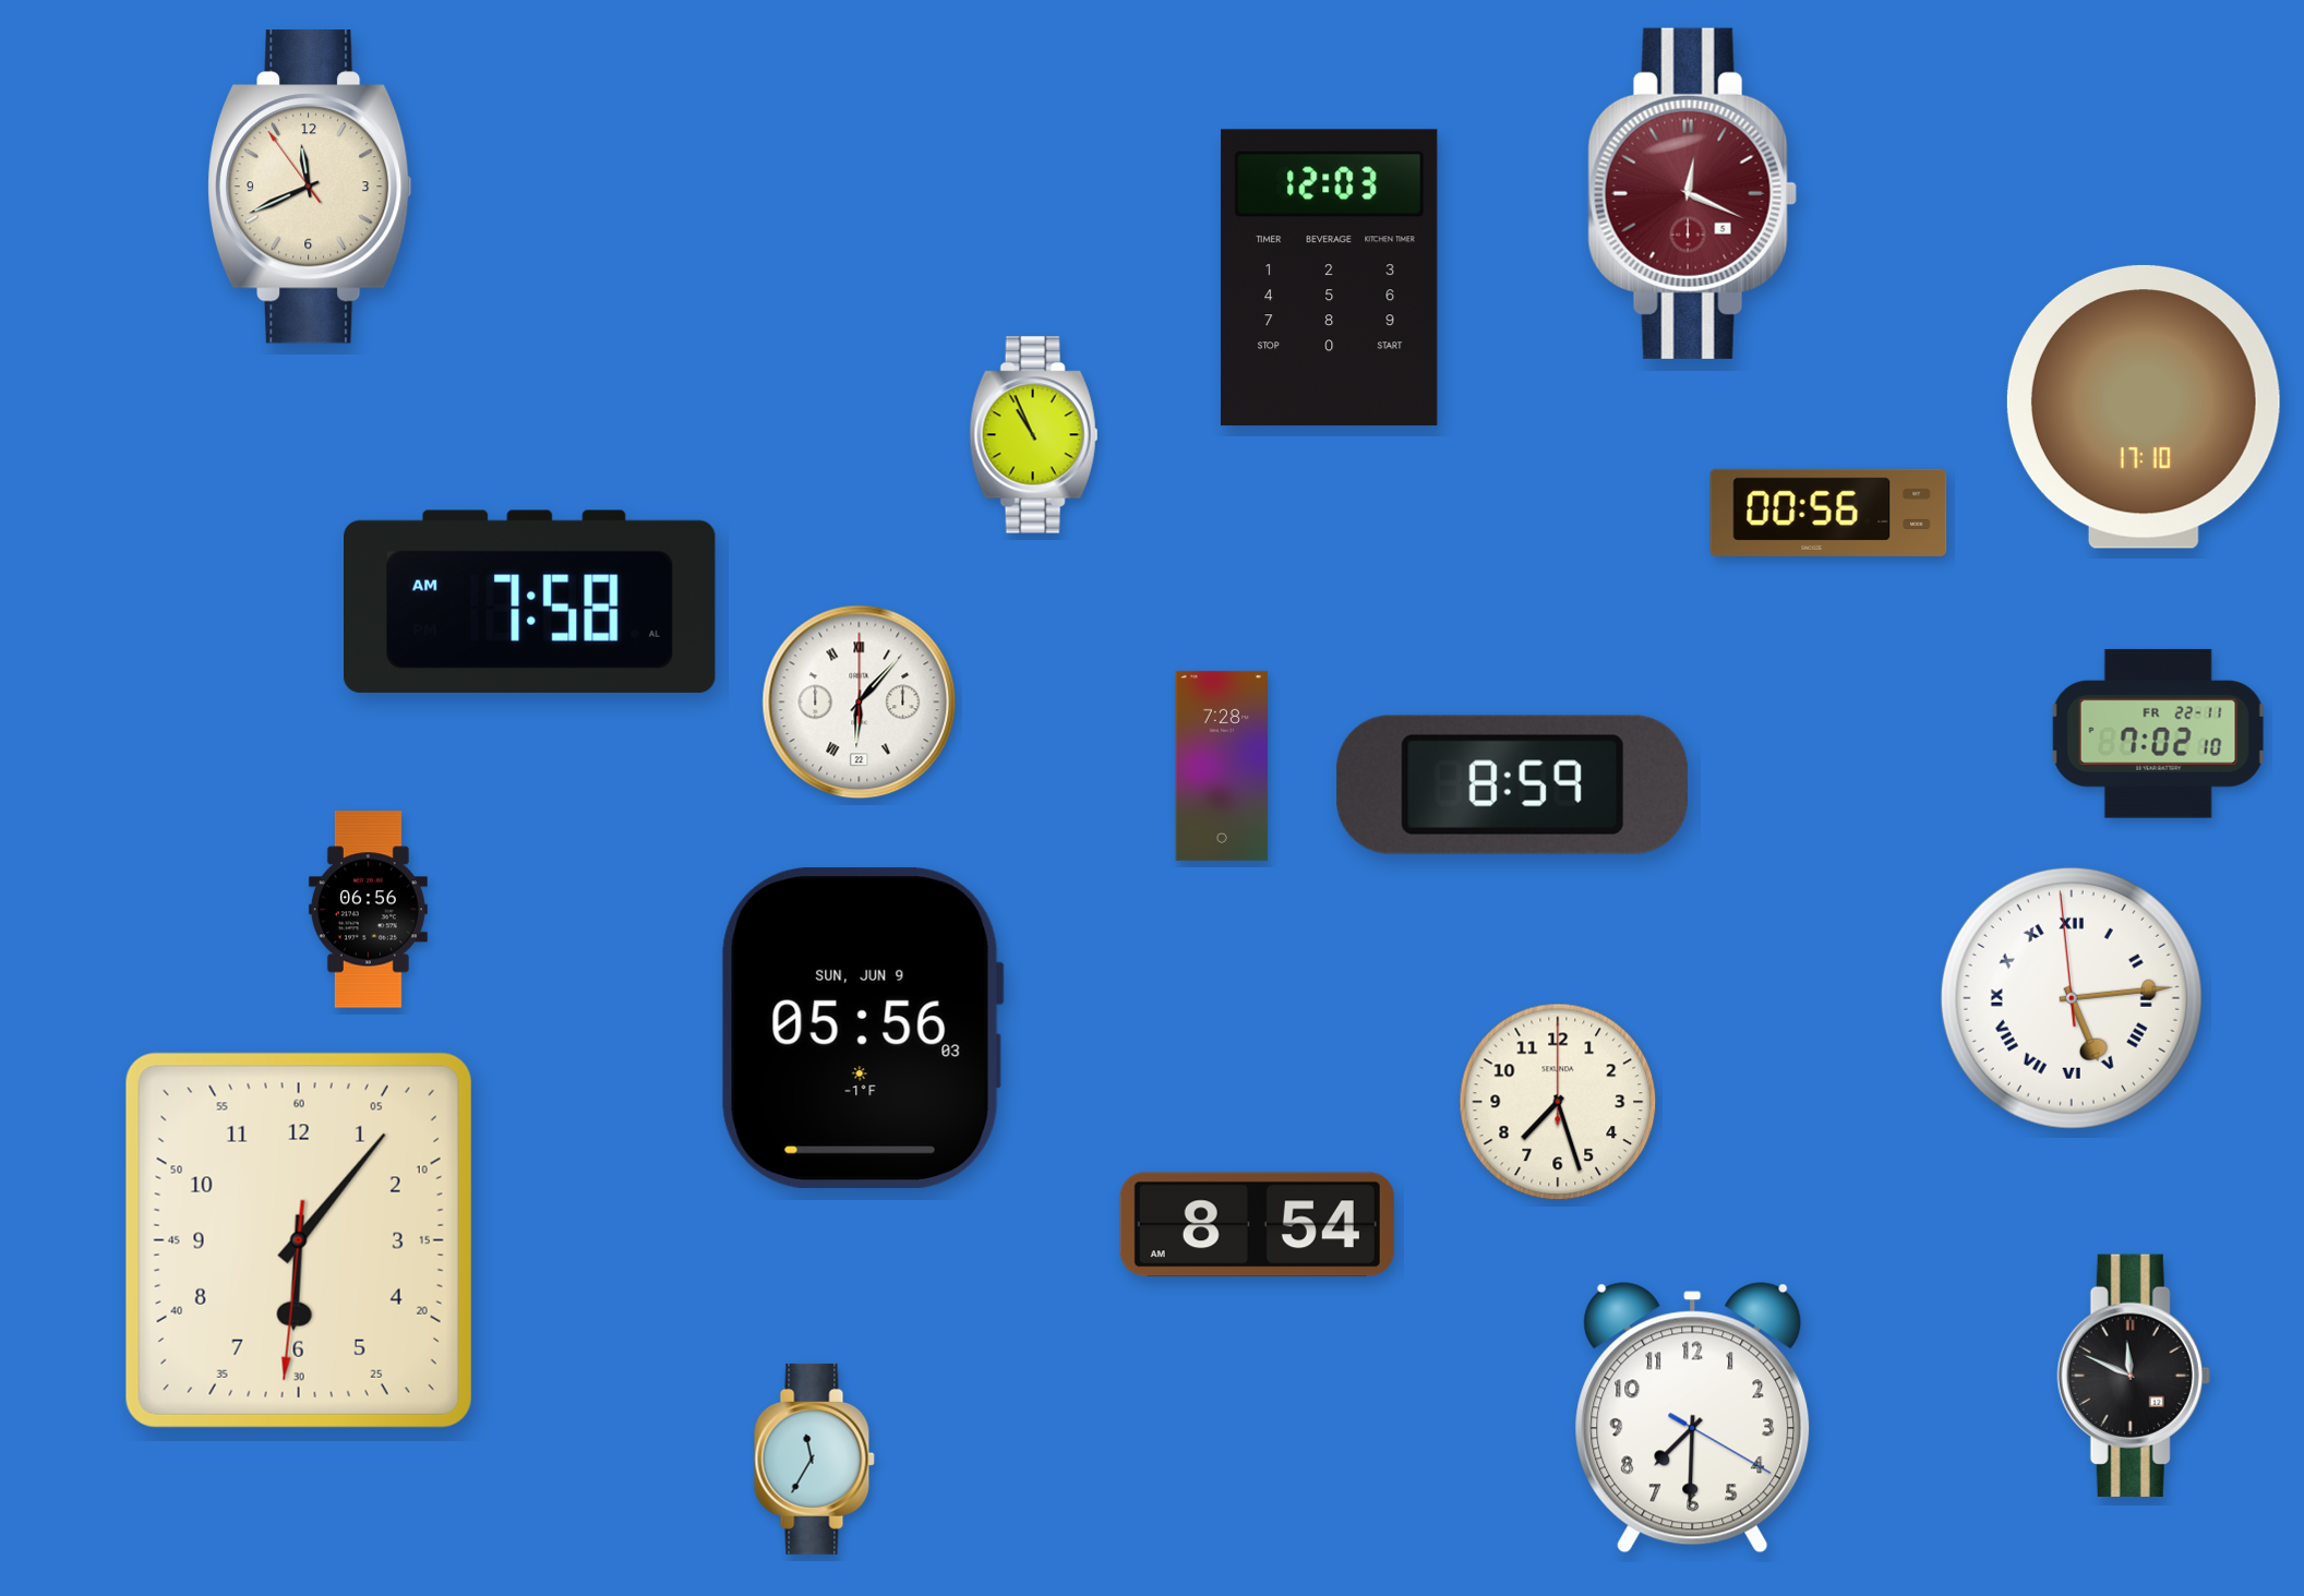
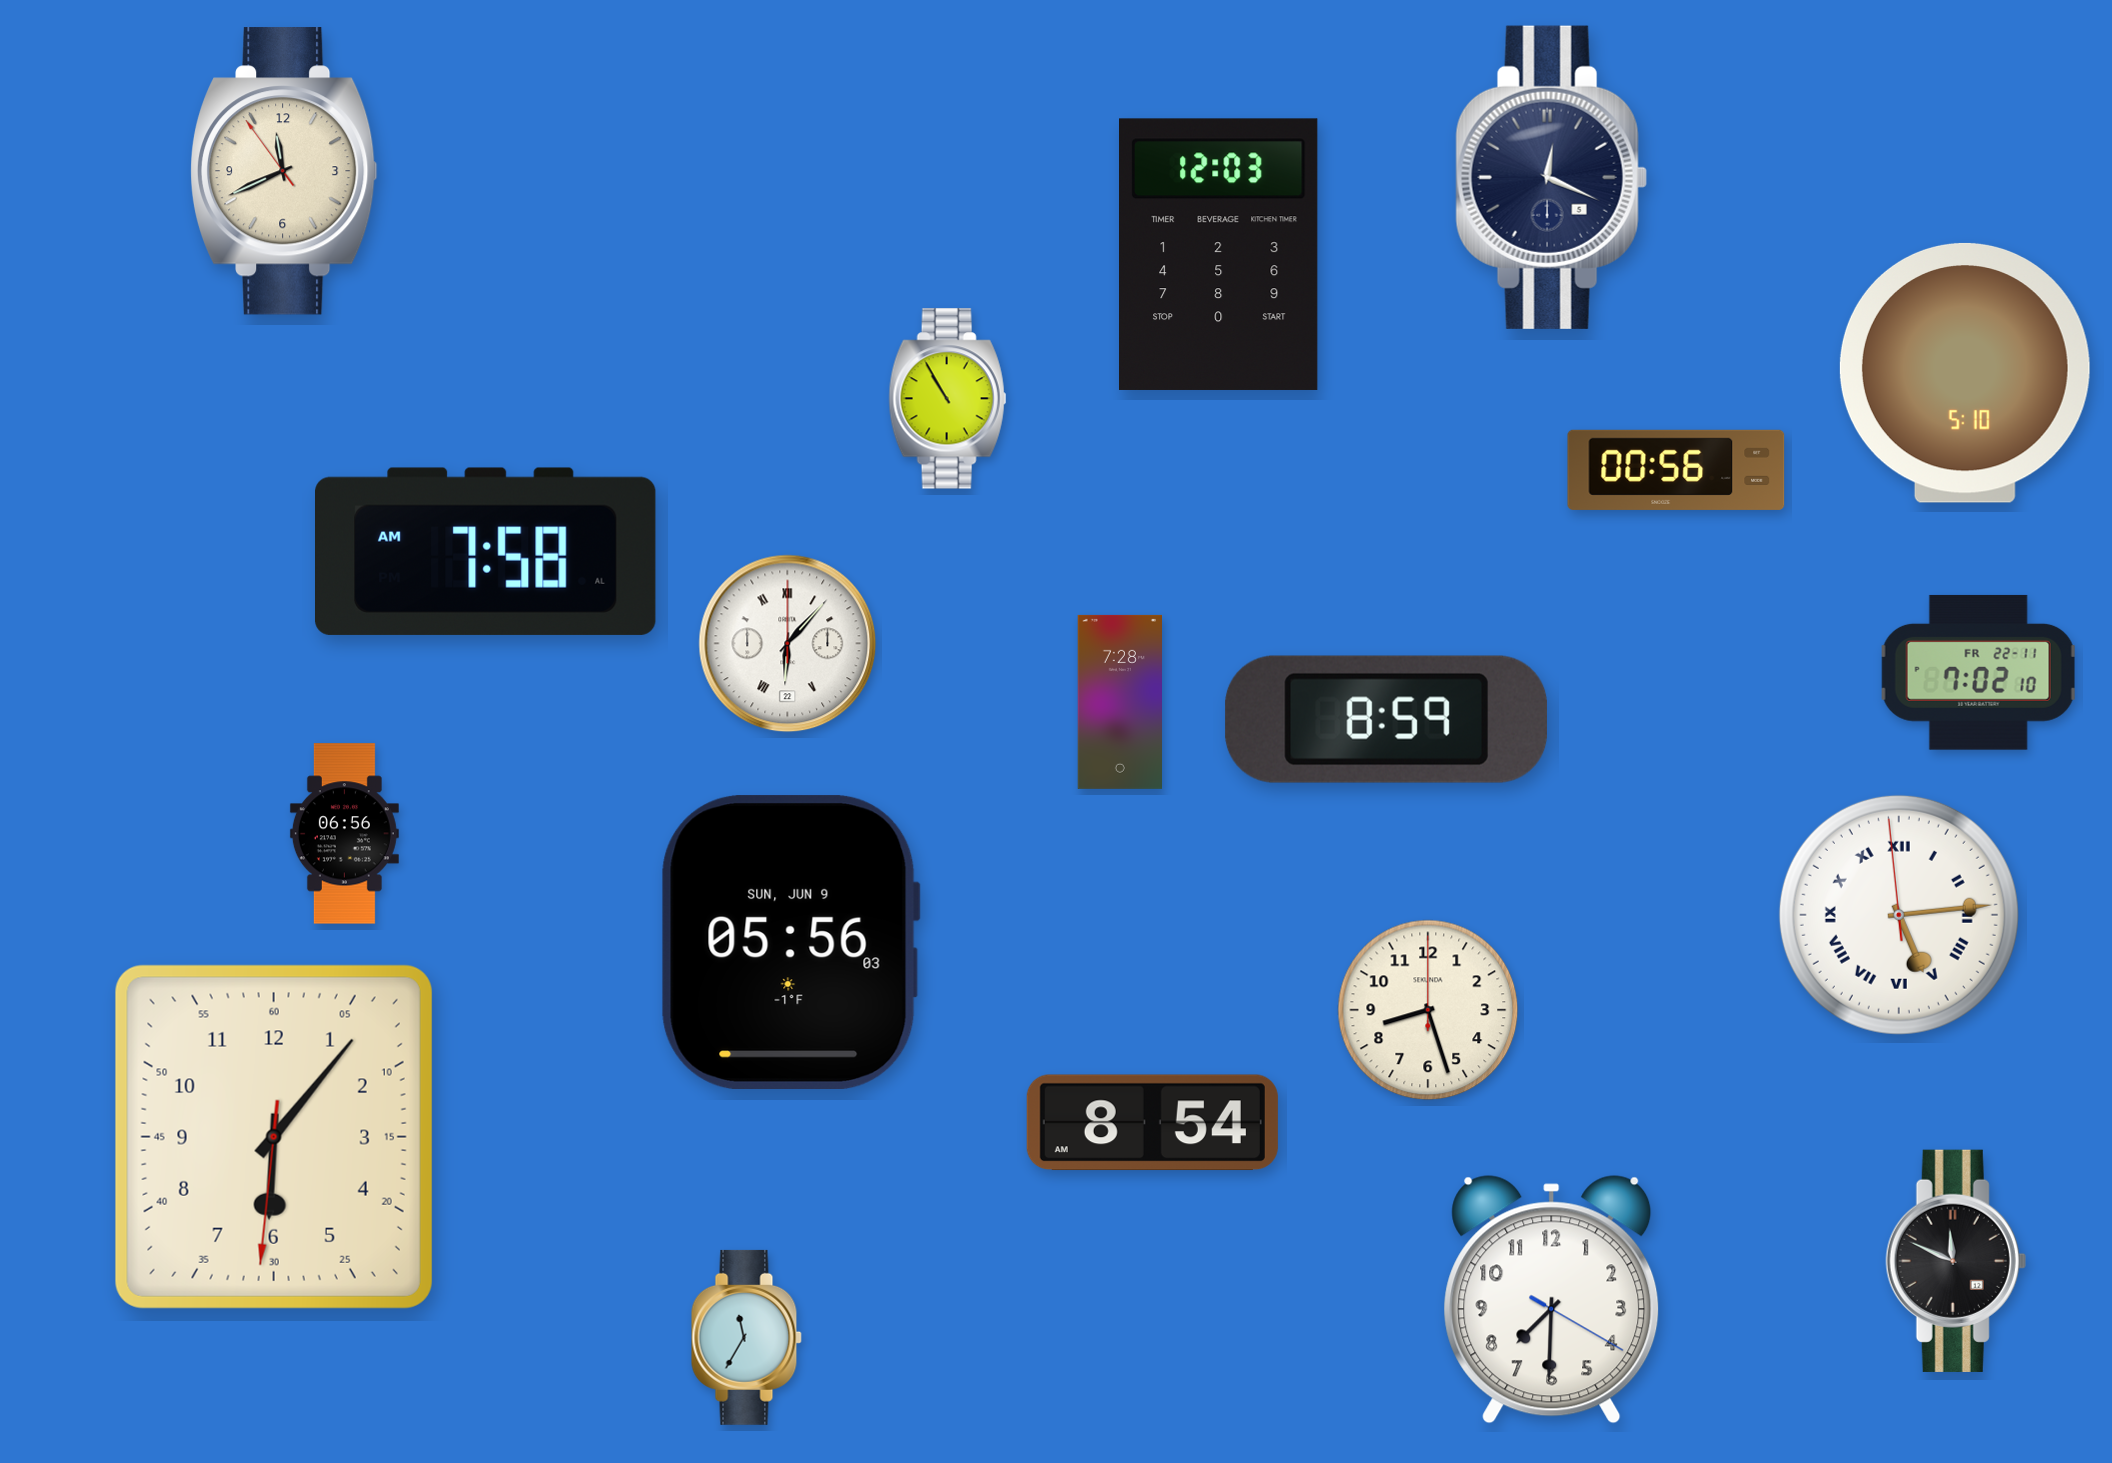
clock at (1692, 193) dial: burgundy -> navy
clock at (2144, 407): 17:10 -> 5:10
clock at (1034, 435): 10:56 -> 10:55
clock at (368, 910) position: (368, 910) -> (344, 834)
clock at (1558, 1102): 7:27 -> 8:27
